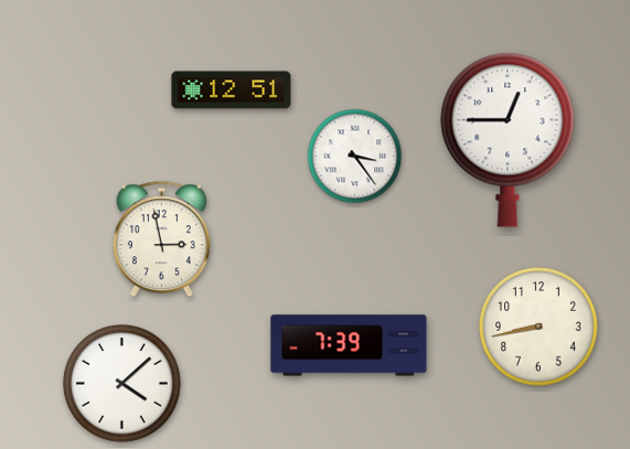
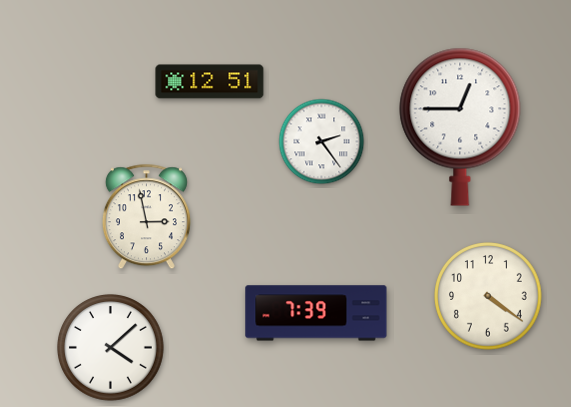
clock at (355, 157): 3:24 -> 2:24
clock at (538, 327): 8:43 -> 4:21
